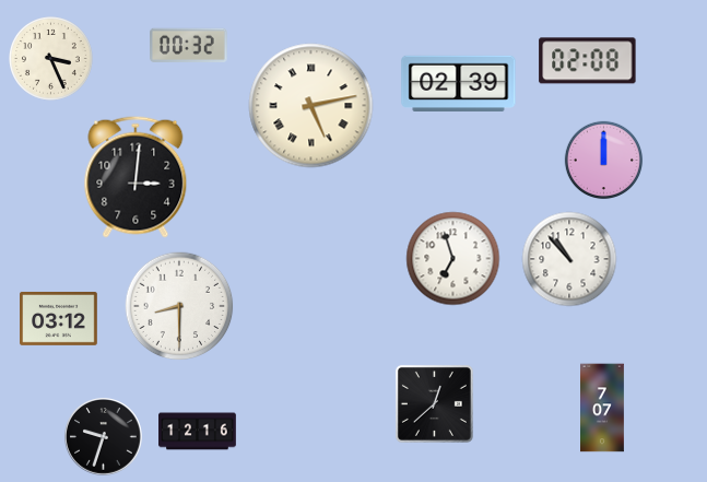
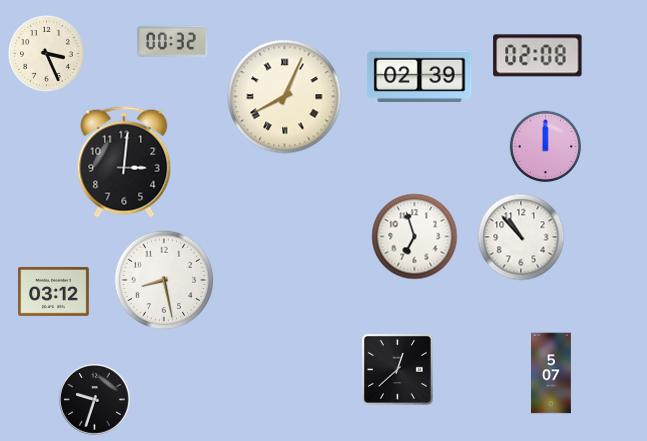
clock at (311, 106): 5:13 -> 8:04
clock at (604, 161) position: (604, 161) -> (546, 147)
clock at (179, 306): 8:30 -> 8:28
clock at (603, 408): 7:07 -> 5:07
clock at (198, 432): 12:16 -> none
